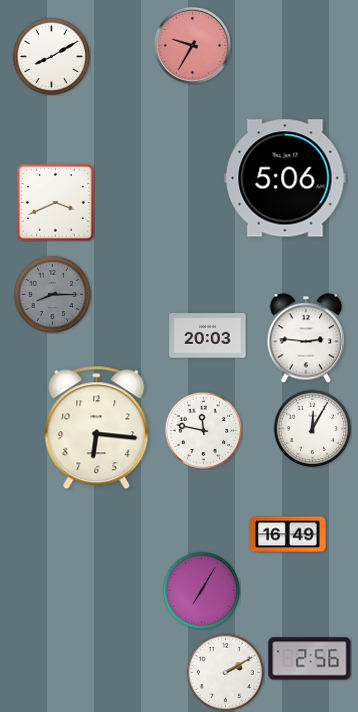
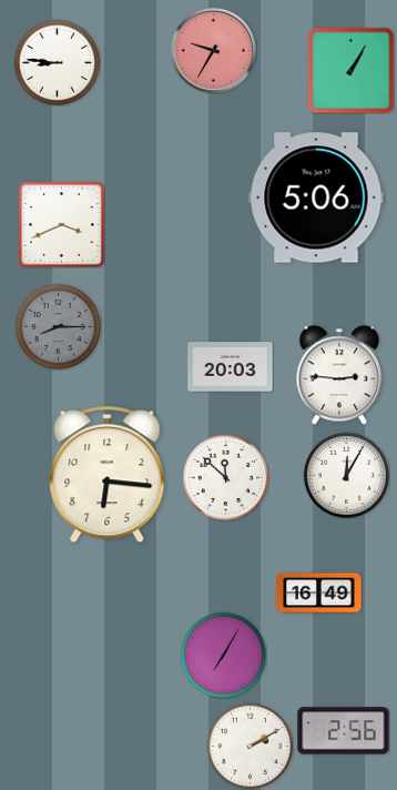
clock at (51, 56): 8:10 -> 8:46
clock at (350, 70): none -> 1:05
clock at (208, 336) position: (208, 336) -> (231, 367)
clock at (203, 430): 11:47 -> 11:52
